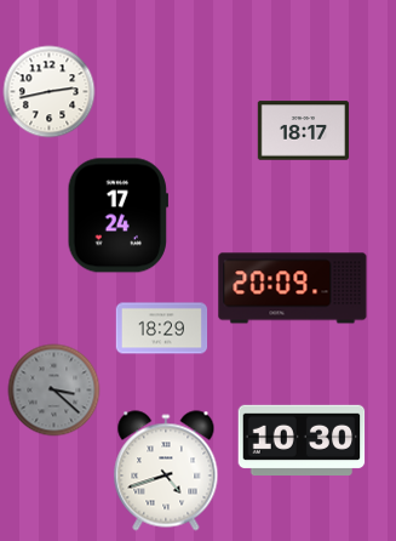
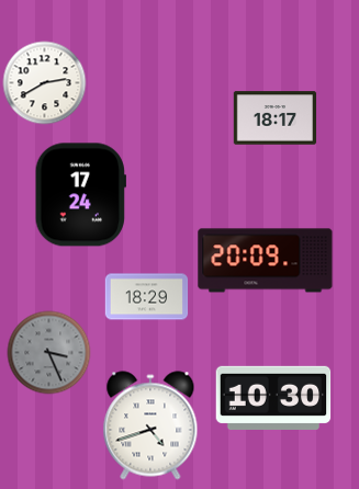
clock at (50, 92): 2:43 -> 2:40
clock at (117, 216) position: (117, 216) -> (80, 195)
clock at (54, 391): 3:22 -> 3:26
